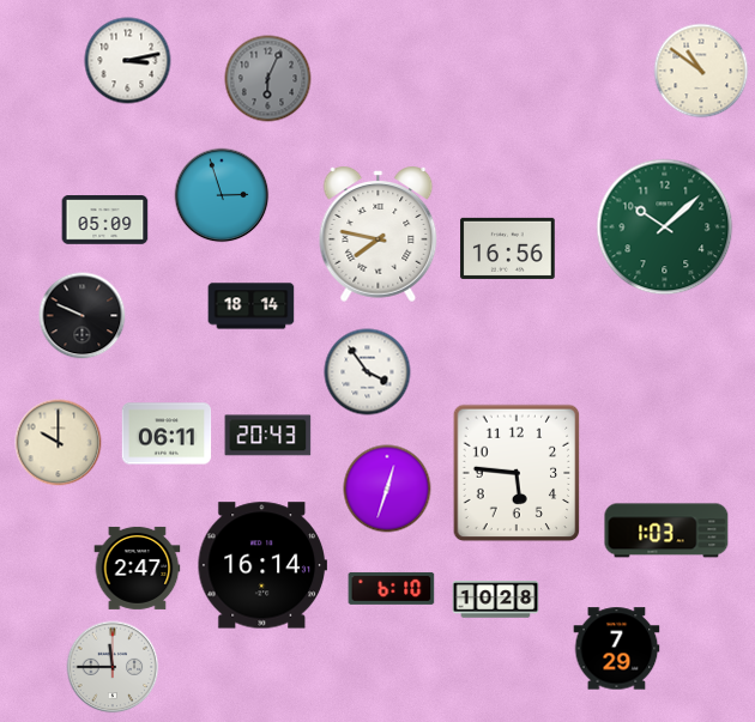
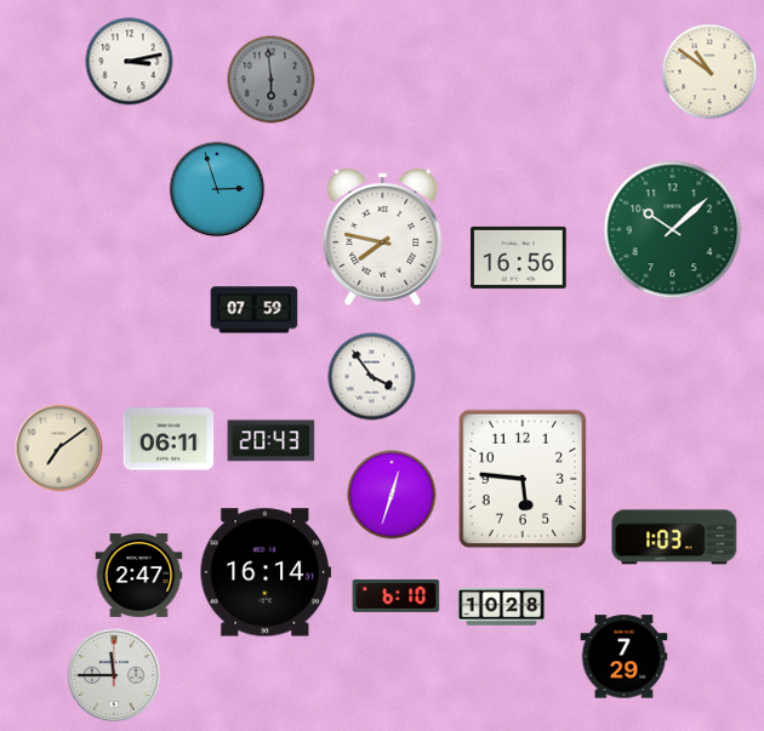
clock at (268, 79): 6:04 -> 5:59
clock at (222, 195) position: (222, 195) -> (217, 189)
clock at (105, 220): 05:09 -> none
clock at (508, 248) position: (508, 248) -> (519, 257)
clock at (252, 307): 18:14 -> 07:59
clock at (83, 316): 9:49 -> none
clock at (59, 443): 10:00 -> 7:09
